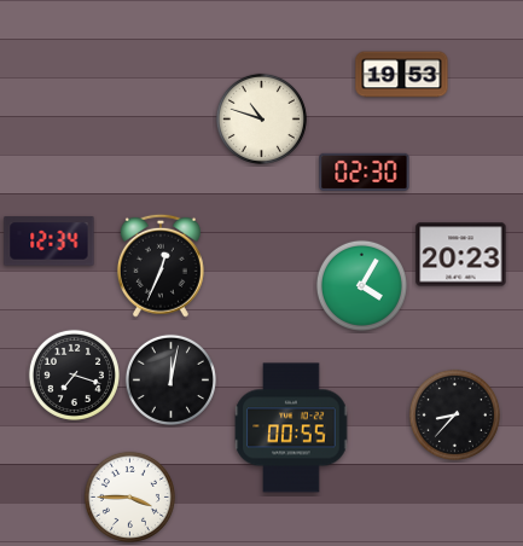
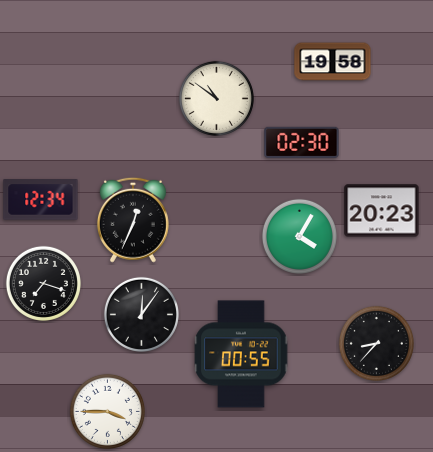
clock at (402, 75): 19:53 -> 19:58
clock at (261, 118): 10:48 -> 10:51
clock at (74, 374) position: (74, 374) -> (43, 283)
clock at (170, 379): 12:02 -> 12:06
